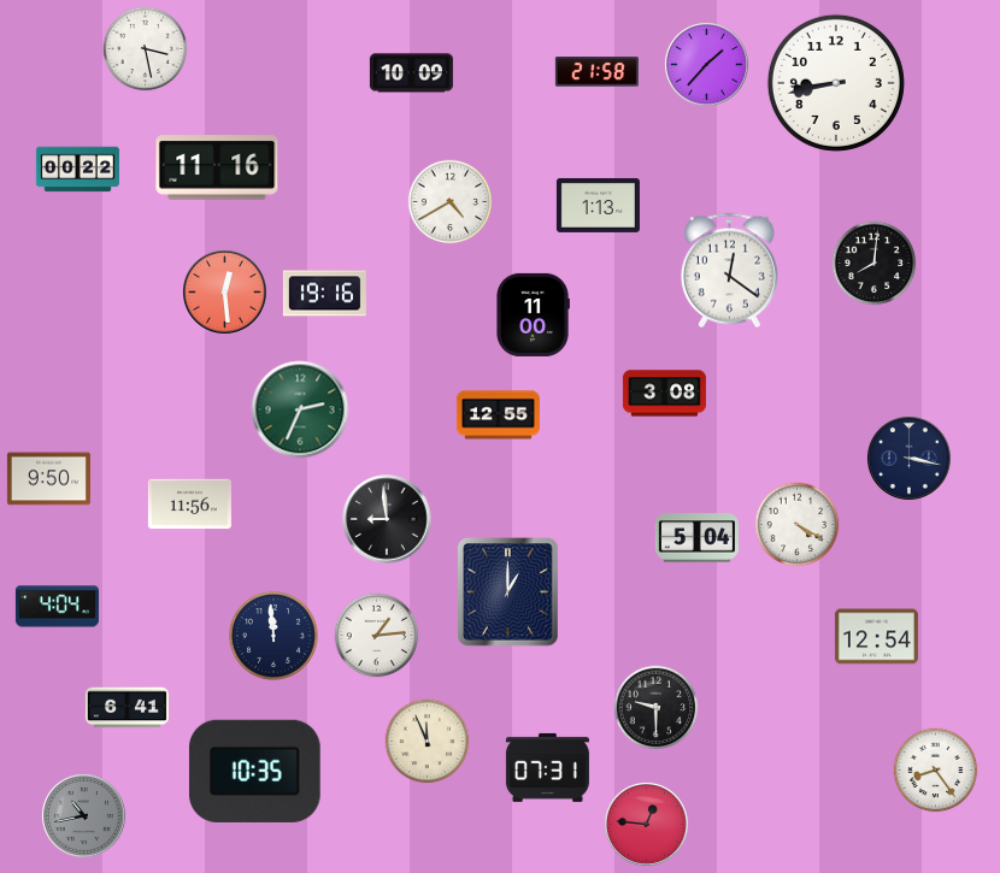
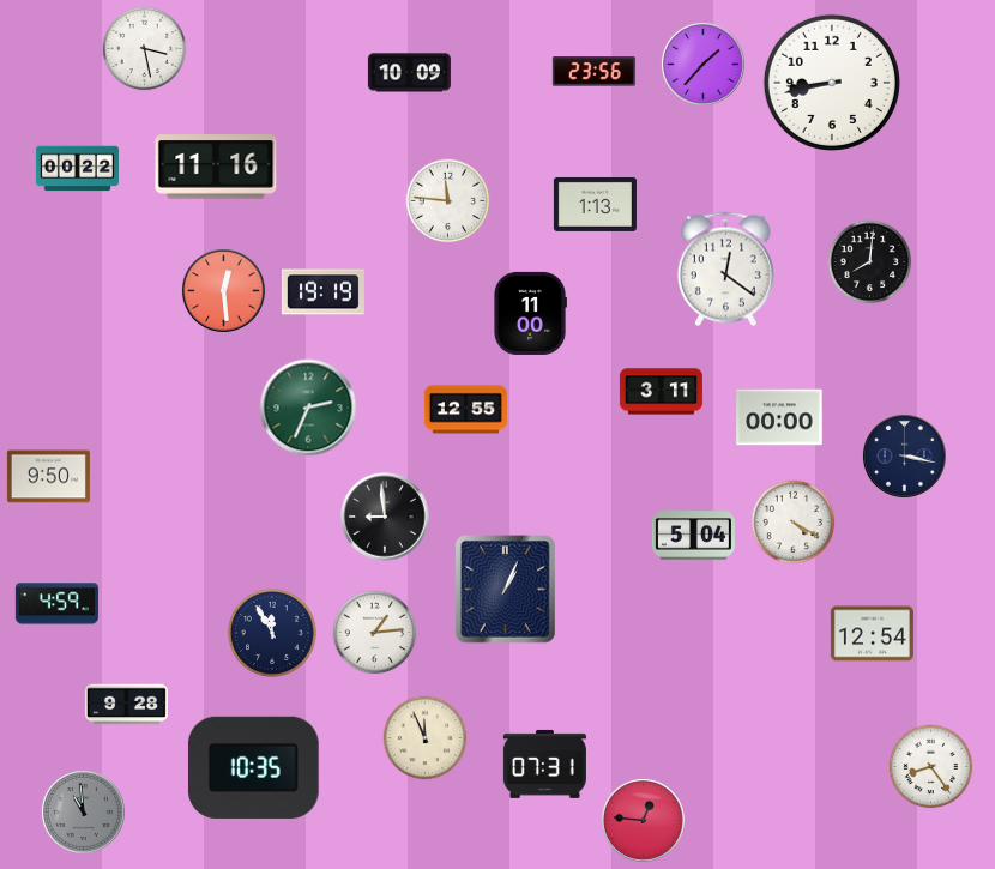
clock at (596, 72): 21:58 -> 23:56
clock at (451, 202): 4:40 -> 11:46
clock at (324, 294): 19:16 -> 19:19
clock at (664, 394): 3:08 -> 3:11
clock at (300, 409) position: (300, 409) -> (308, 408)
clock at (498, 415) position: (498, 415) -> (465, 410)
clock at (779, 417): none -> 00:00
clock at (189, 505): 11:56 -> none
clock at (508, 592): 1:00 -> 1:04
clock at (57, 607): 4:04 -> 4:59
clock at (273, 636): 11:59 -> 11:55
clock at (127, 708): 6:41 -> 9:28
clock at (657, 708): 9:30 -> none
clock at (84, 816): 10:43 -> 10:59
